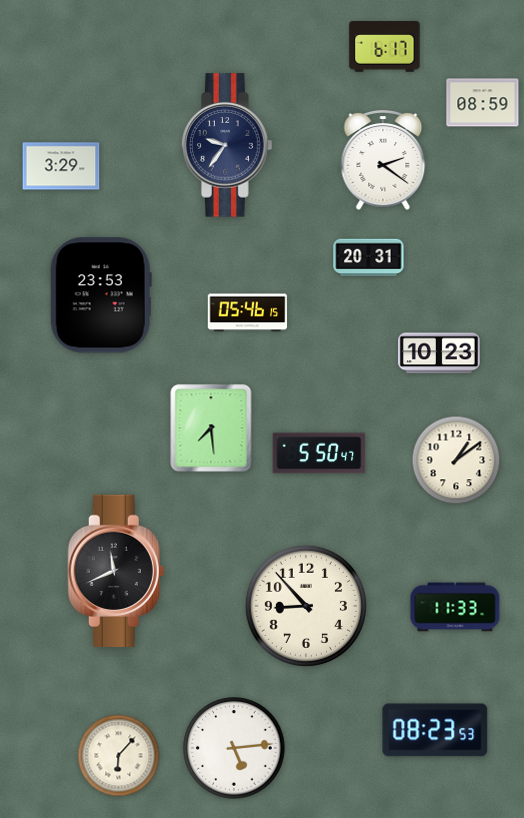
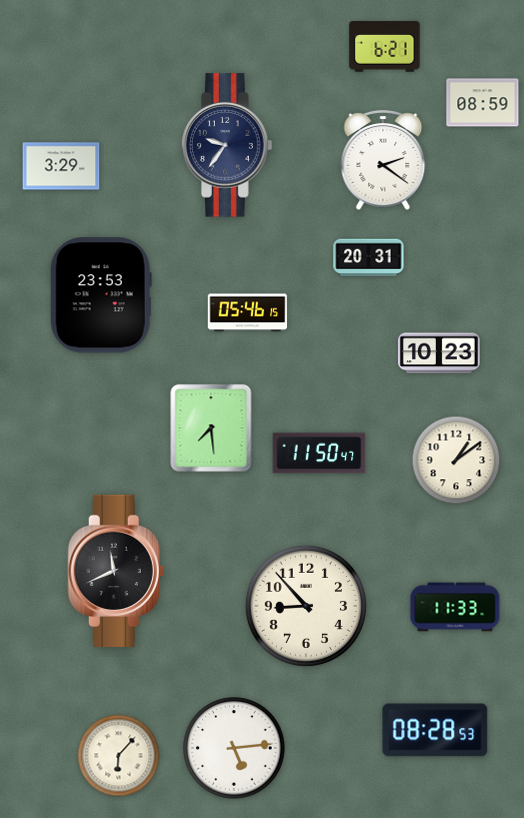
clock at (385, 47): 6:17 -> 6:21
clock at (319, 453): 5:50 -> 11:50
clock at (435, 730): 08:23 -> 08:28
